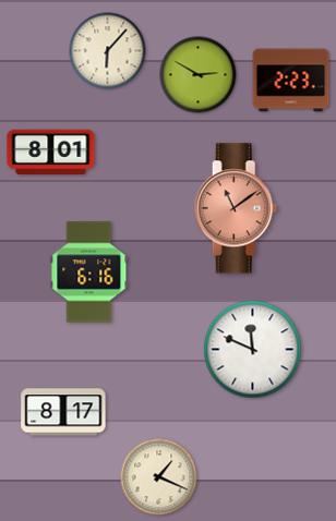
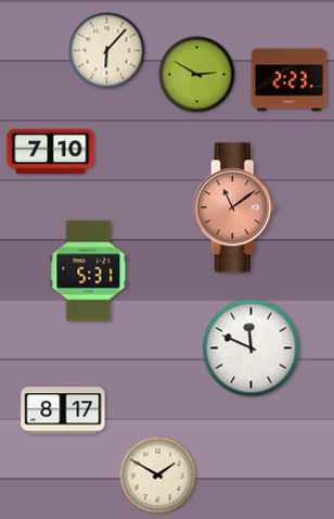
clock at (51, 153): 8:01 -> 7:10
clock at (89, 272): 6:16 -> 5:31
clock at (159, 477): 1:19 -> 1:50
